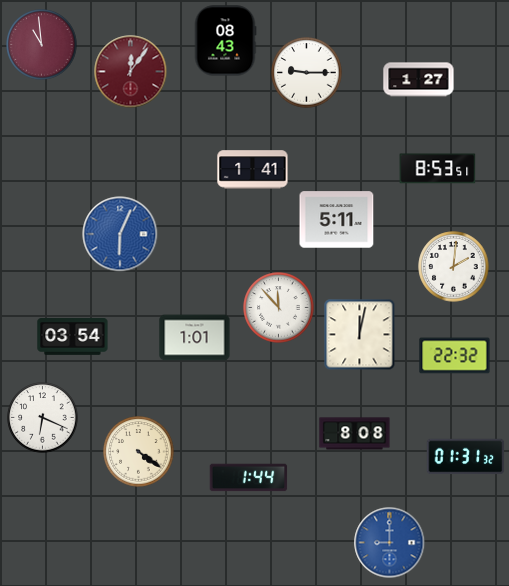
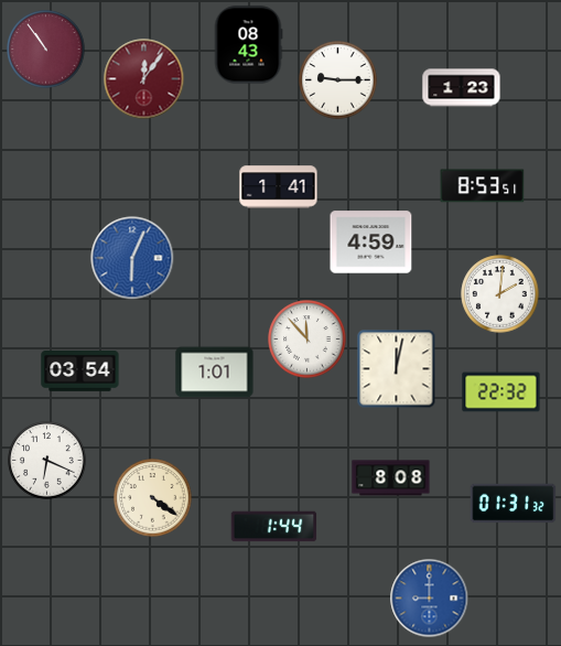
clock at (42, 45): 10:59 -> 10:54
clock at (419, 80): 1:27 -> 1:23
clock at (337, 220): 5:11 -> 4:59
